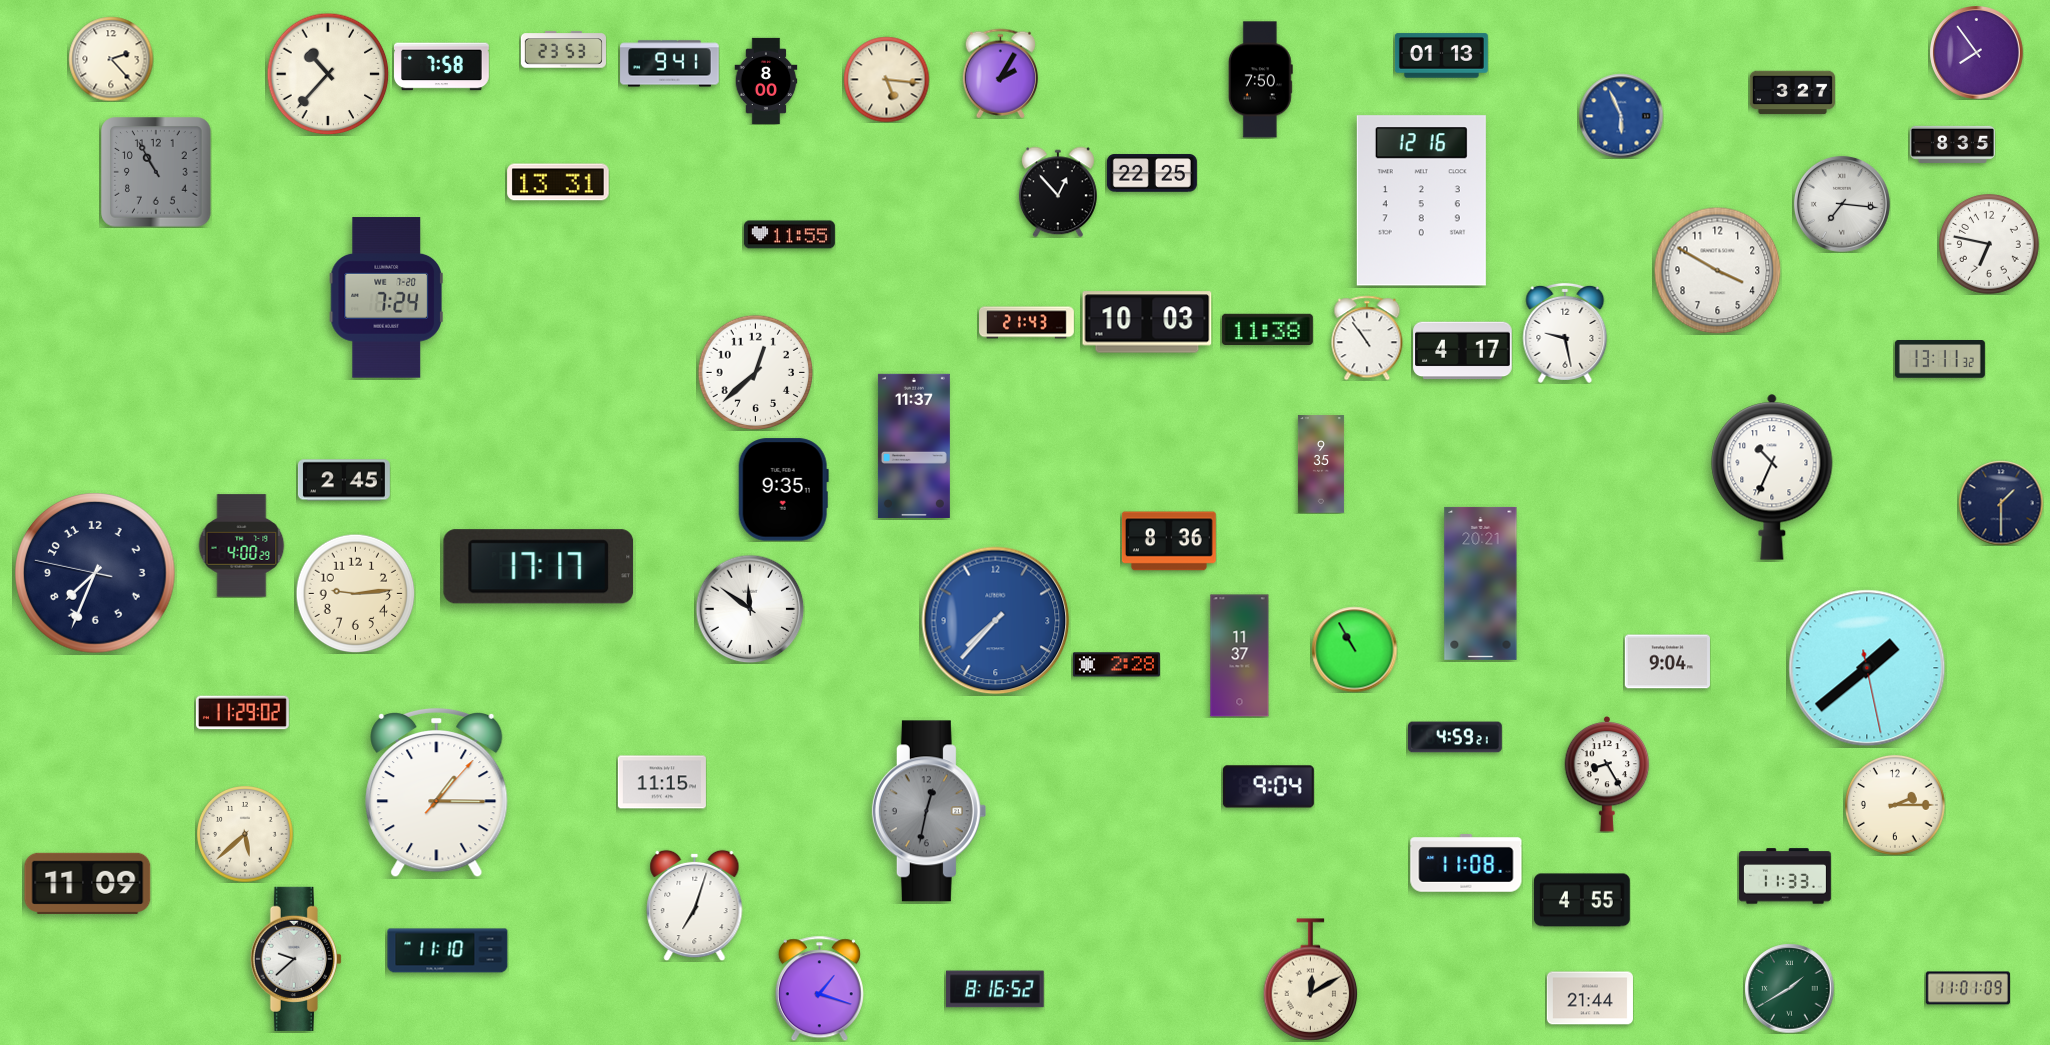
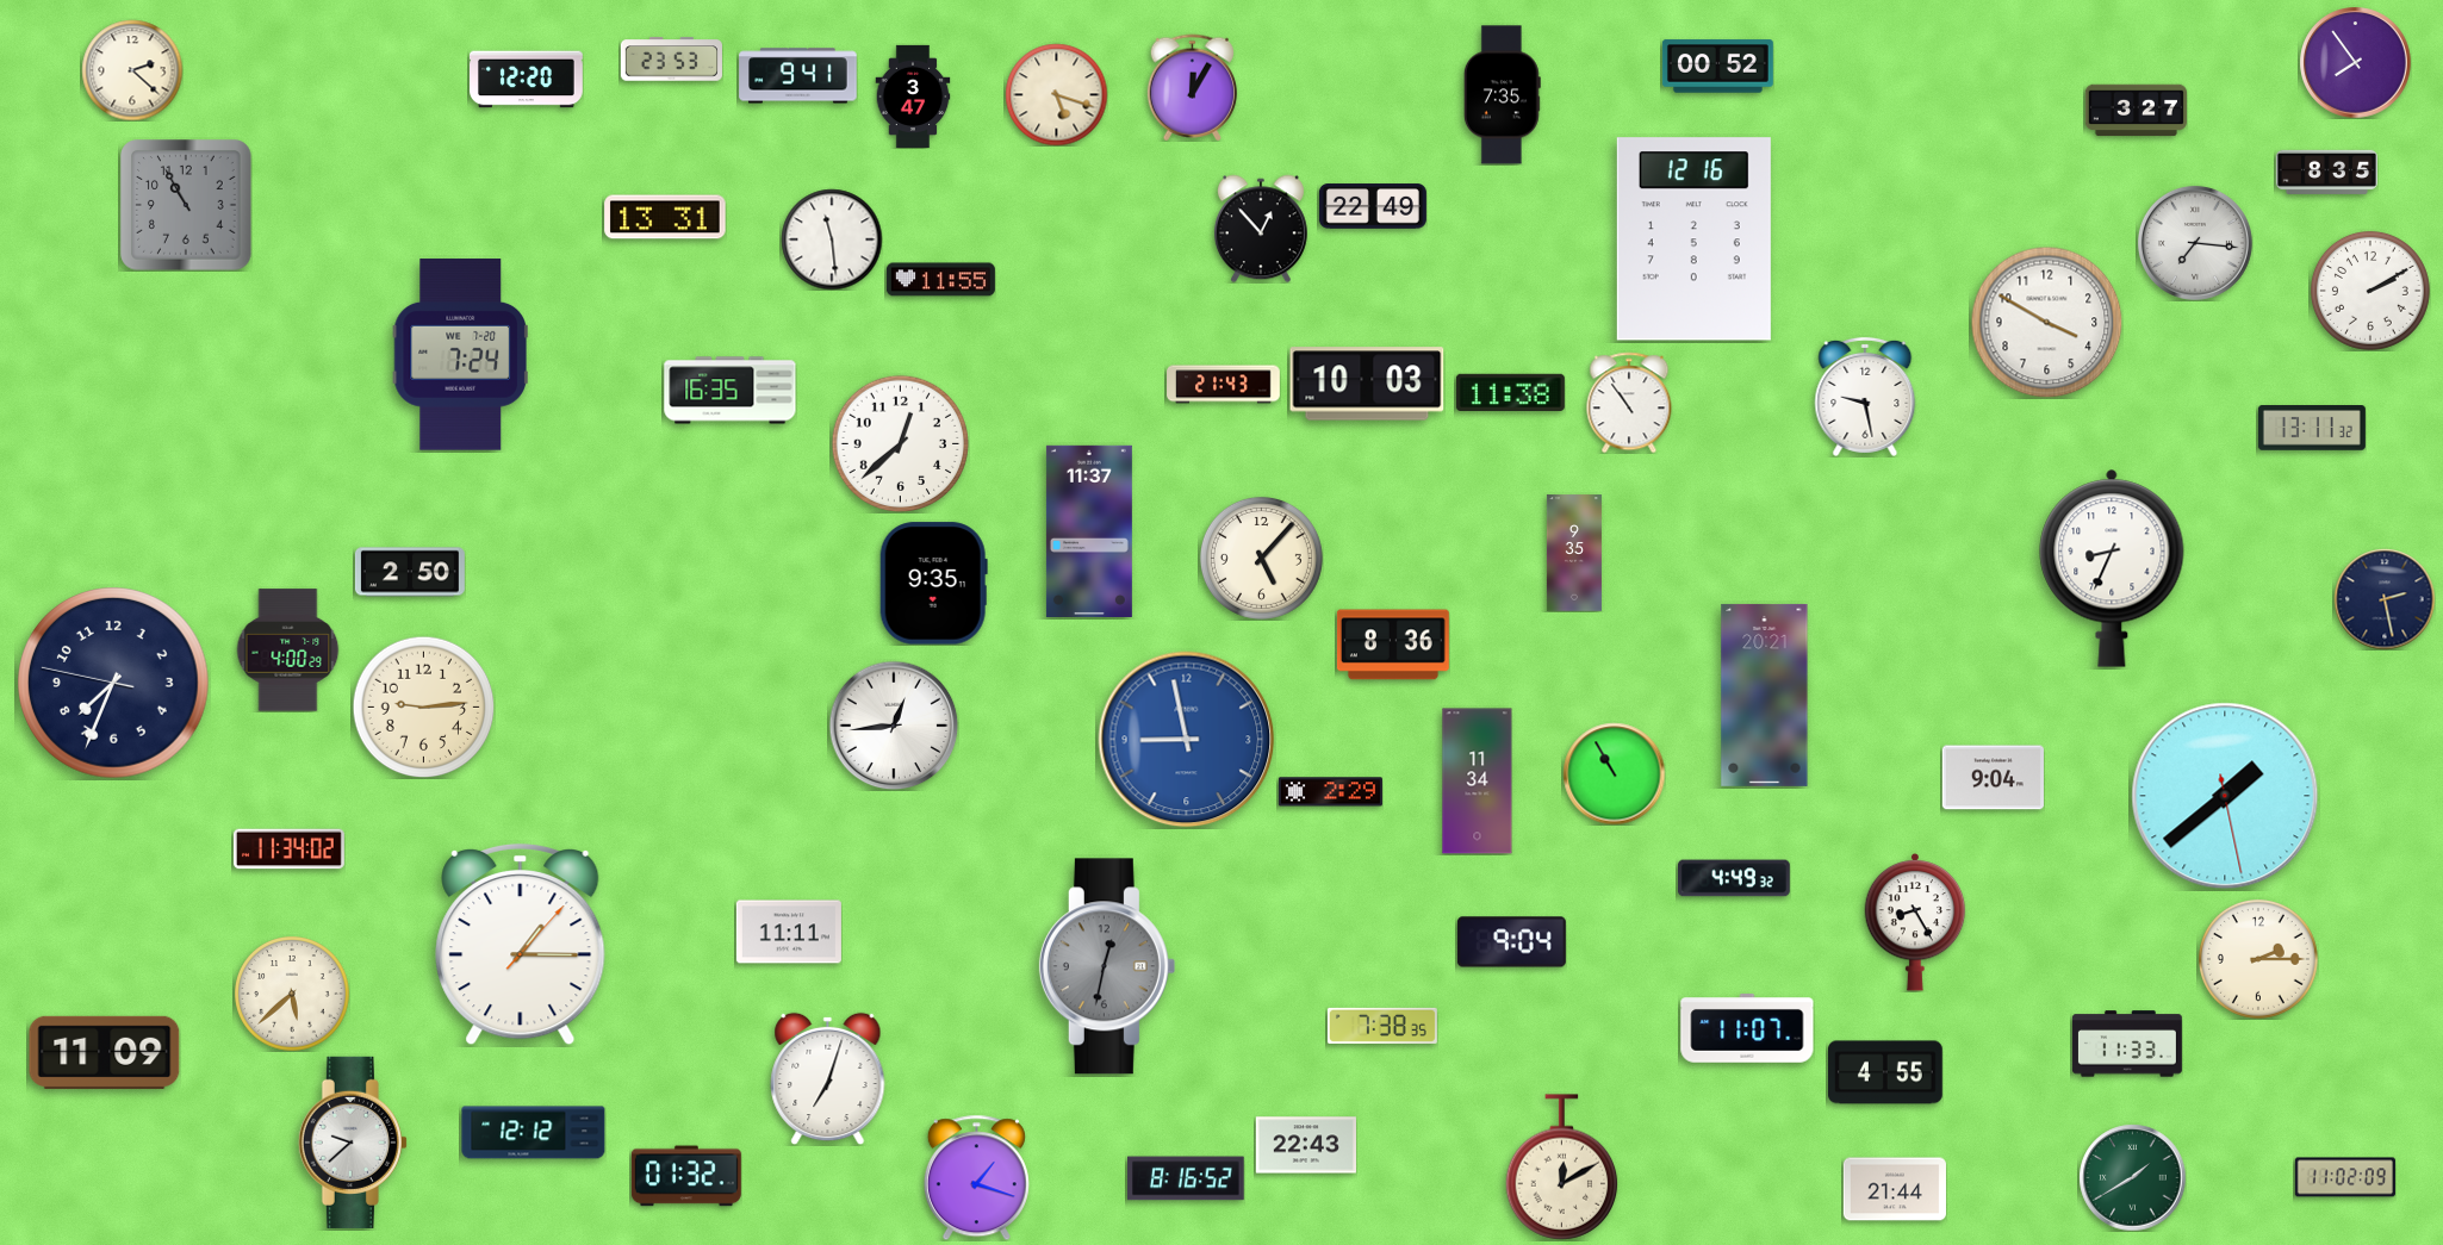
clock at (1441, 56): 01:13 -> 00:52
clock at (111, 59): 2:23 -> 2:22
clock at (442, 67): 7:58 -> 12:20
clock at (1000, 73): 2:05 -> 12:05
clock at (328, 74): 10:37 -> none
clock at (886, 79): 5:16 -> 5:18
clock at (766, 80): 8:00 -> 3:47
clock at (1260, 80): 7:50 -> 7:35
clock at (1621, 116): 5:56 -> none
clock at (1152, 173): 22:25 -> 22:49
clock at (832, 239): none -> 11:29
clock at (1989, 244): 6:47 -> 2:10
clock at (731, 391): none -> 16:35
clock at (1463, 351): 4:17 -> none
clock at (1261, 558): none -> 5:07
clock at (1772, 477): 10:34 -> 8:34
clock at (344, 480): 2:45 -> 2:50
clock at (2001, 503): 1:30 -> 2:28
clock at (539, 567): 17:17 -> none
clock at (750, 609): 11:51 -> 12:44
clock at (996, 621): 7:37 -> 8:58
clock at (1240, 656): 11:37 -> 11:34
clock at (1667, 662) position: (1667, 662) -> (1993, 778)
clock at (1116, 665): 2:28 -> 2:29
clock at (242, 713): 11:29 -> 11:34
clock at (1455, 737): 4:59 -> 4:49
clock at (662, 782): 11:15 -> 11:11
clock at (1268, 787) position: (1268, 787) -> (1511, 942)
clock at (1382, 1026): none -> 7:38
clock at (1466, 864): 11:08 -> 11:07
clock at (448, 951): 11:10 -> 12:12
clock at (1305, 1145): none -> 22:43
clock at (686, 1176): none -> 01:32
clock at (1968, 988): 11:01 -> 11:02
